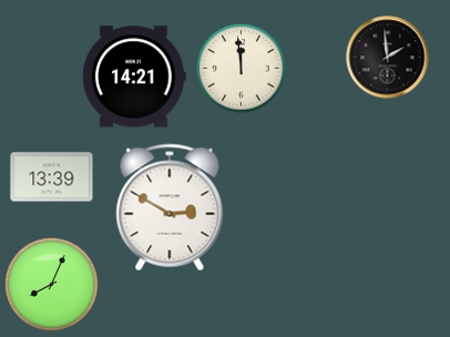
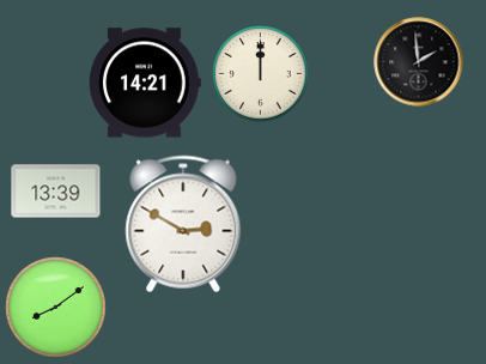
clock at (242, 69): 11:59 -> 12:00
clock at (52, 285): 8:04 -> 8:09
